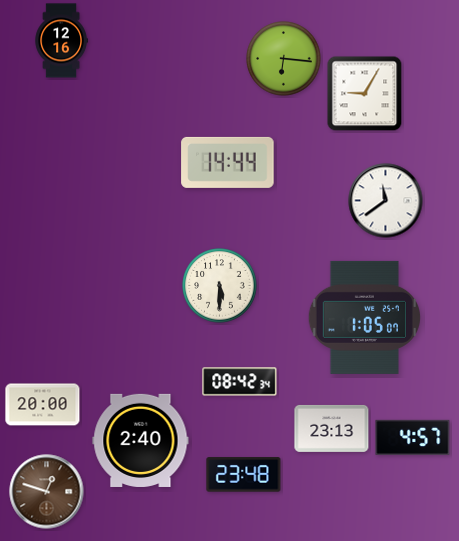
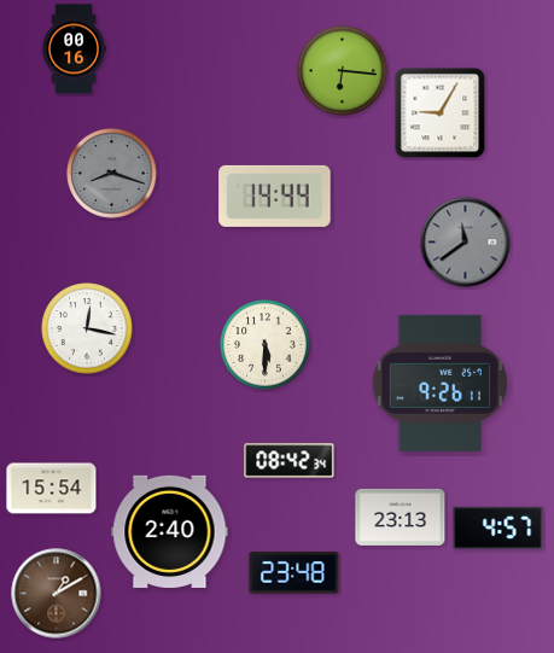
clock at (61, 41): 12:16 -> 00:16
clock at (112, 174): none -> 8:18
clock at (386, 201) dial: white -> grey
clock at (87, 328): none -> 12:17
clock at (364, 317): 1:05 -> 9:26
clock at (43, 405): 20:00 -> 15:54
clock at (47, 492): 12:48 -> 1:10
